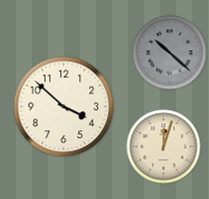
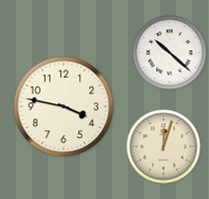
clock at (170, 53) dial: grey -> white
clock at (64, 107): 3:52 -> 3:47
